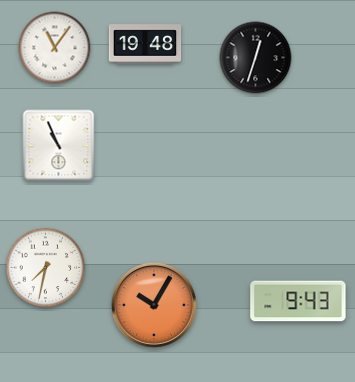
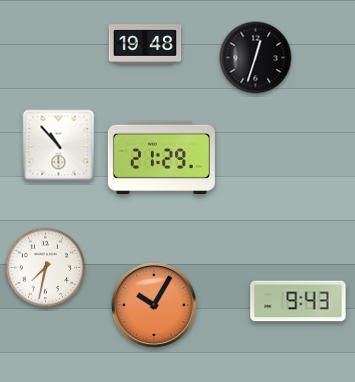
clock at (55, 48): 11:06 -> none
clock at (59, 146): 10:56 -> 10:53
clock at (161, 157): none -> 21:29
